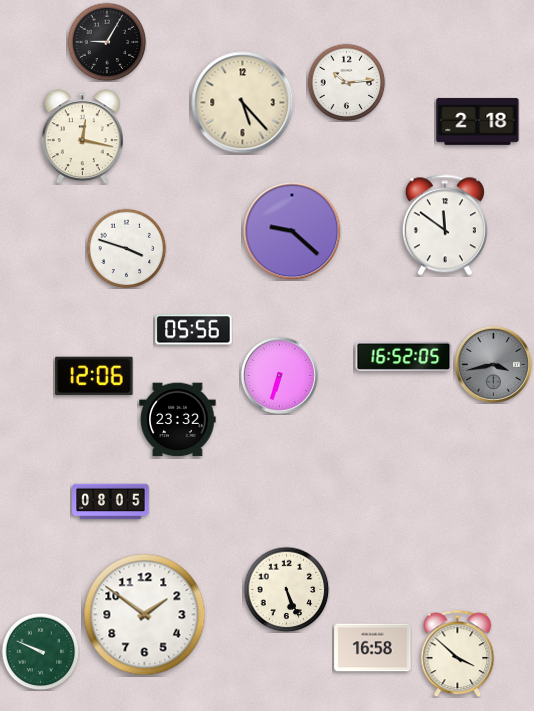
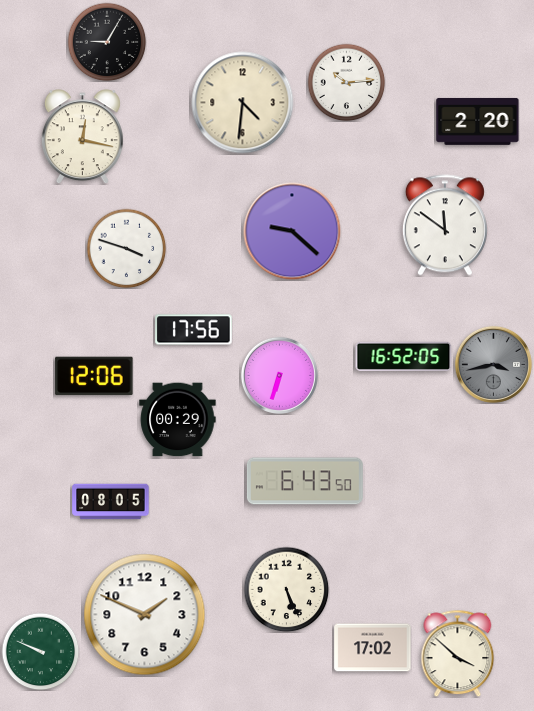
clock at (243, 103): 5:23 -> 4:31
clock at (478, 121): 2:18 -> 2:20
clock at (194, 330): 05:56 -> 17:56
clock at (178, 420): 23:32 -> 00:29
clock at (305, 481): none -> 6:43
clock at (145, 615): 1:51 -> 1:49
clock at (373, 648): 16:58 -> 17:02
